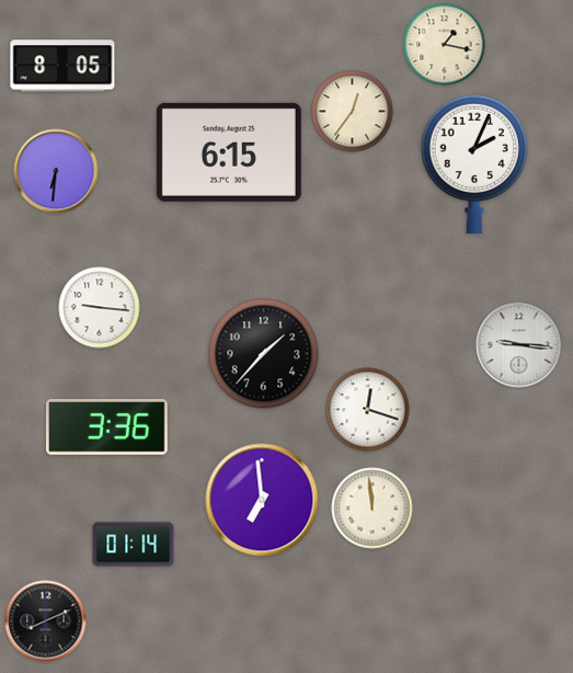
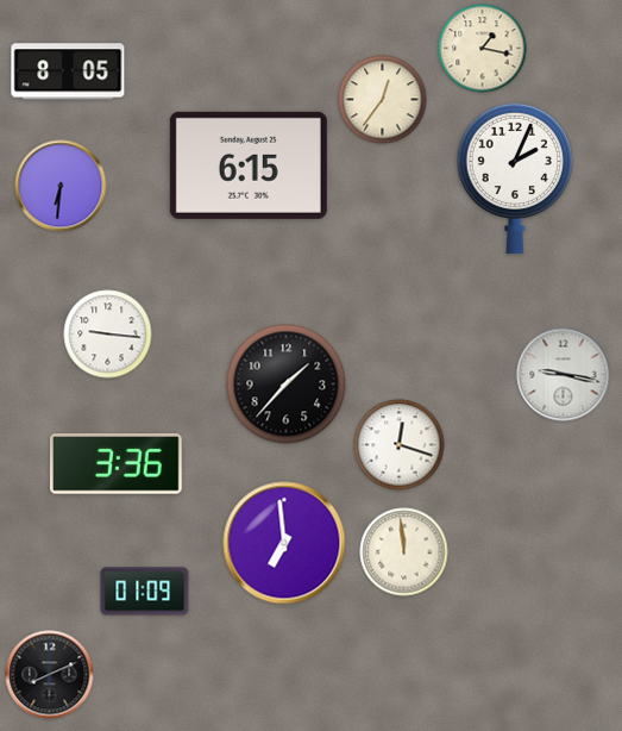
clock at (353, 112) position: (353, 112) -> (383, 100)
clock at (519, 345): 9:16 -> 9:17
clock at (134, 545): 01:14 -> 01:09
